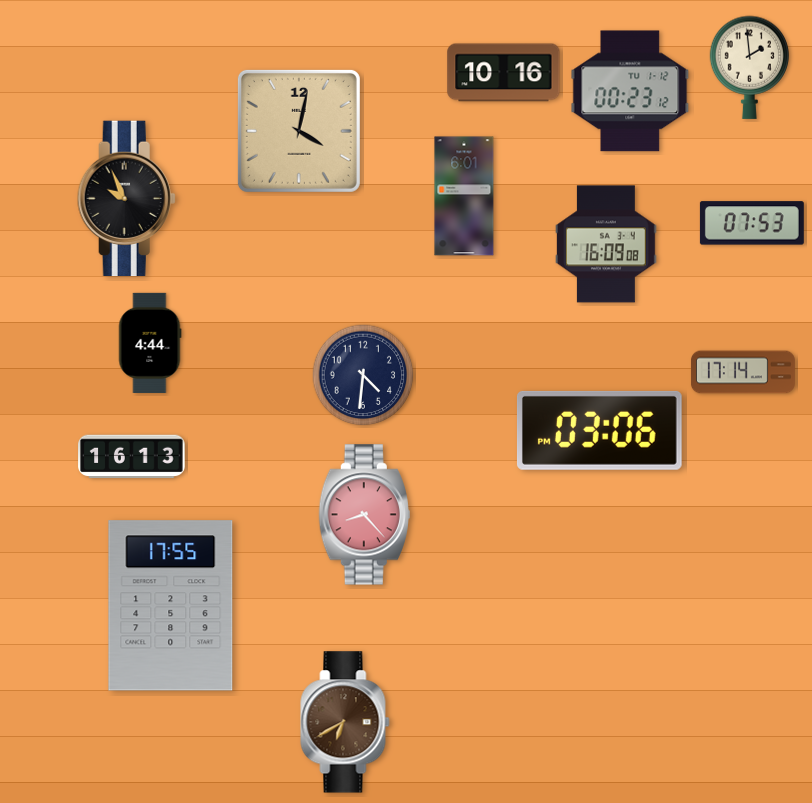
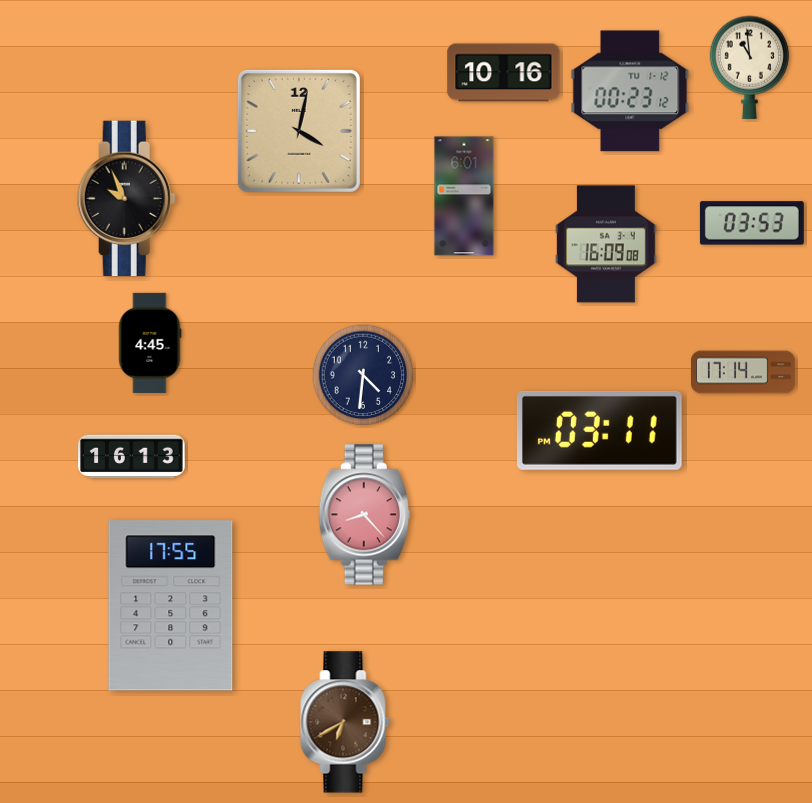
clock at (750, 67): 1:59 -> 10:59
clock at (752, 223): 07:53 -> 03:53
clock at (150, 343): 4:44 -> 4:45
clock at (599, 430): 03:06 -> 03:11
